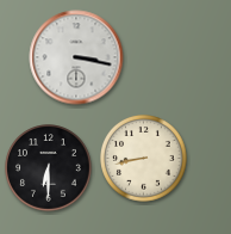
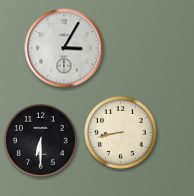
clock at (76, 57): 3:17 -> 3:05
